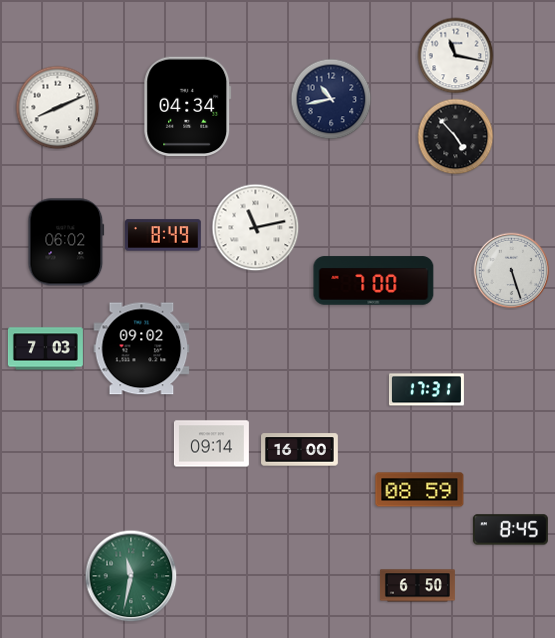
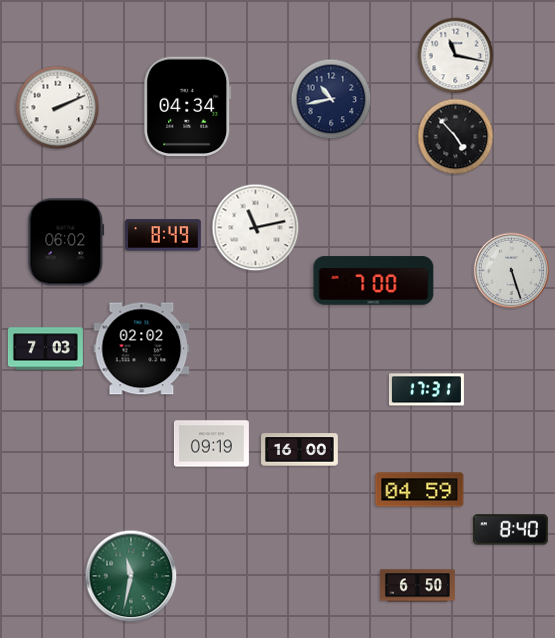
clock at (58, 108): 8:11 -> 2:11
clock at (142, 349): 09:02 -> 02:02
clock at (211, 444): 09:14 -> 09:19
clock at (420, 490): 08:59 -> 04:59
clock at (510, 530): 8:45 -> 8:40
